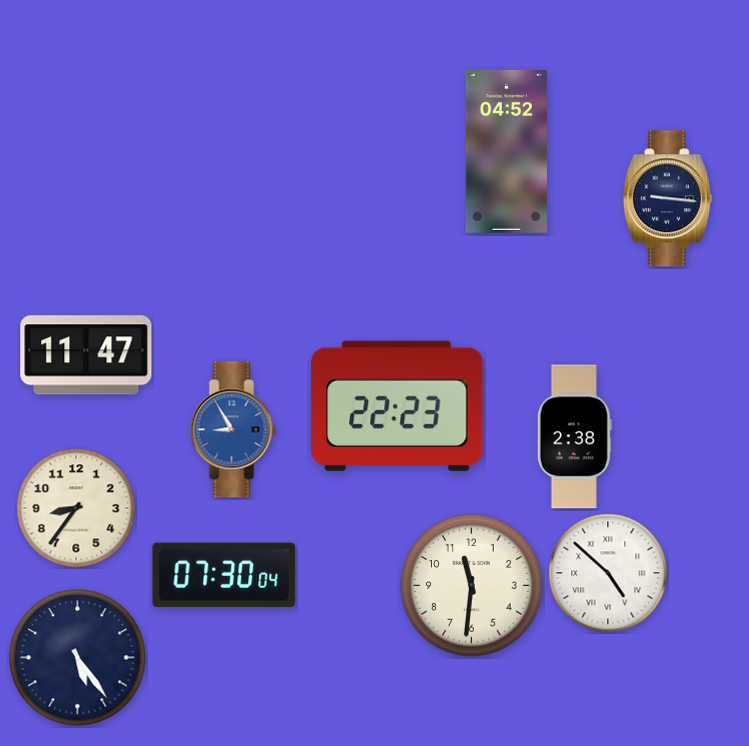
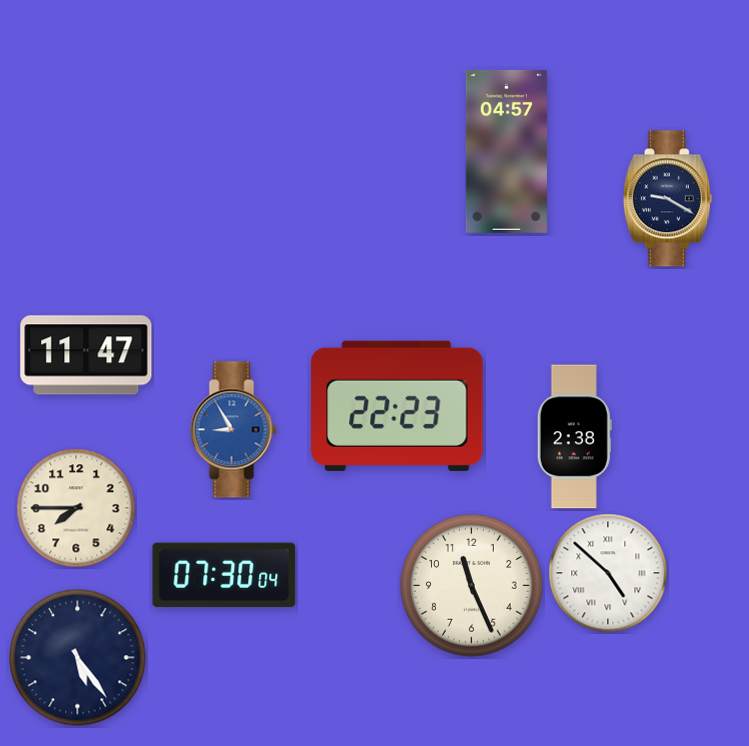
clock at (506, 151): 04:52 -> 04:57
clock at (667, 199): 9:16 -> 9:20
clock at (76, 508): 8:36 -> 7:45
clock at (472, 586): 11:31 -> 11:26
